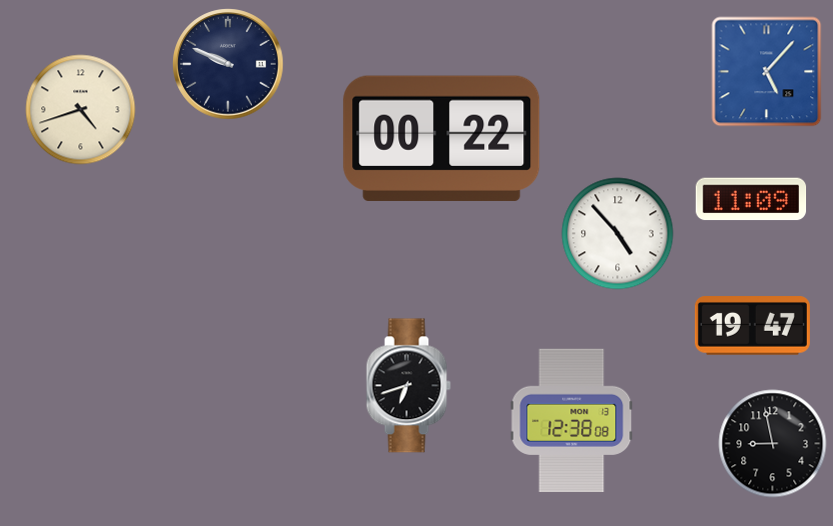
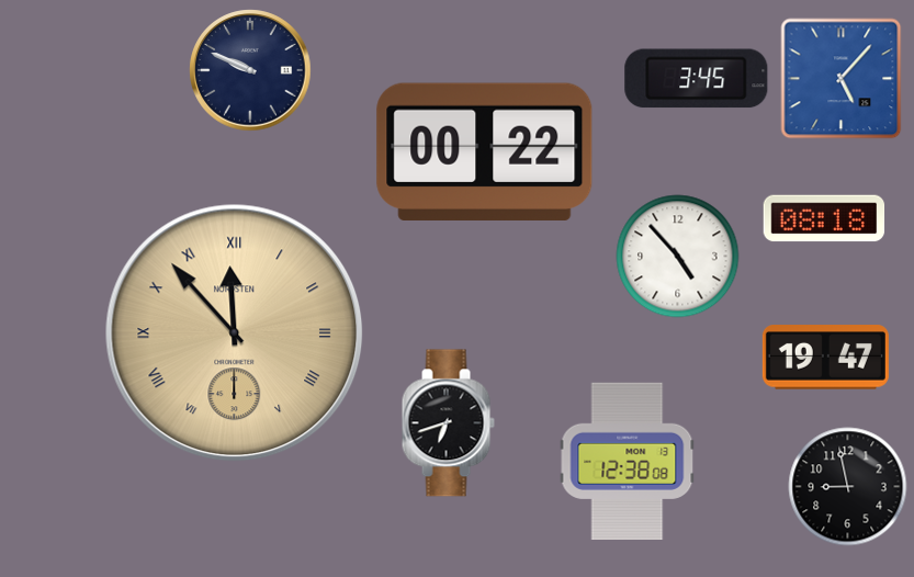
clock at (697, 79): none -> 3:45
clock at (81, 110): 4:42 -> none
clock at (751, 199): 11:09 -> 08:18
clock at (235, 333): none -> 11:53
